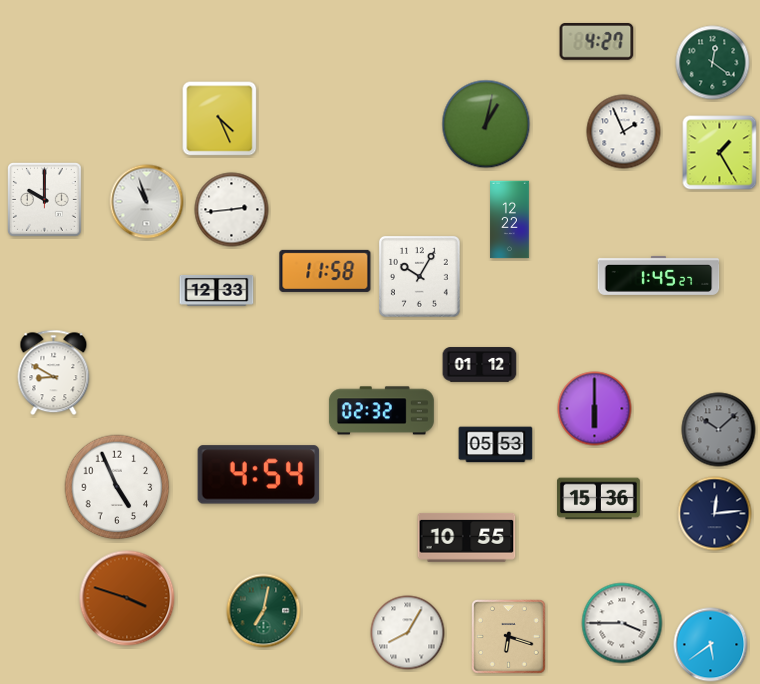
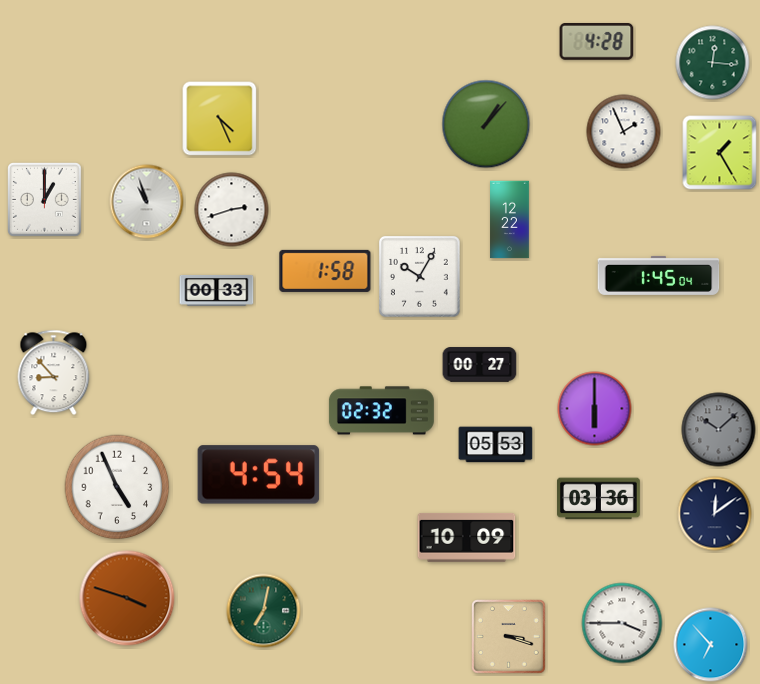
clock at (597, 42): 4:27 -> 4:28
clock at (713, 63): 12:21 -> 12:16
clock at (486, 124): 1:02 -> 1:07
clock at (45, 200): 10:00 -> 1:00
clock at (232, 210): 2:44 -> 2:42
clock at (325, 271): 11:58 -> 1:58
clock at (659, 275): 1:45:27 -> 1:45:04
clock at (217, 290): 12:33 -> 00:33
clock at (480, 365): 01:12 -> 00:27
clock at (54, 373): 8:50 -> 8:53
clock at (599, 499): 15:36 -> 03:36
clock at (715, 514): 12:14 -> 12:09
clock at (467, 537): 10:55 -> 10:09
clock at (408, 633): 8:05 -> none
clock at (509, 637): 6:18 -> 3:18
clock at (711, 645): 5:39 -> 6:53
